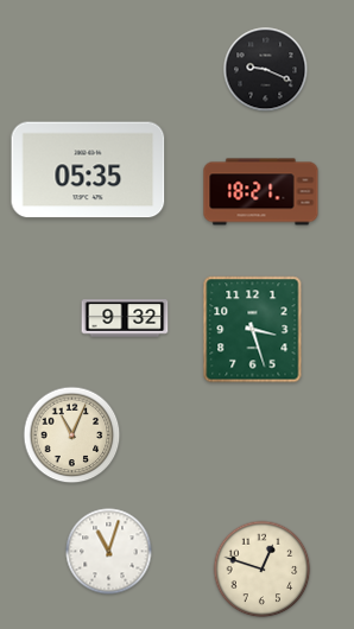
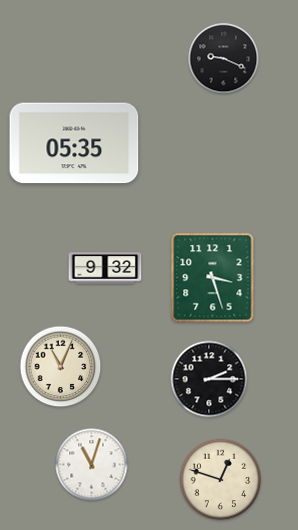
clock at (261, 192): 18:21 -> none
clock at (209, 379): none -> 2:15
